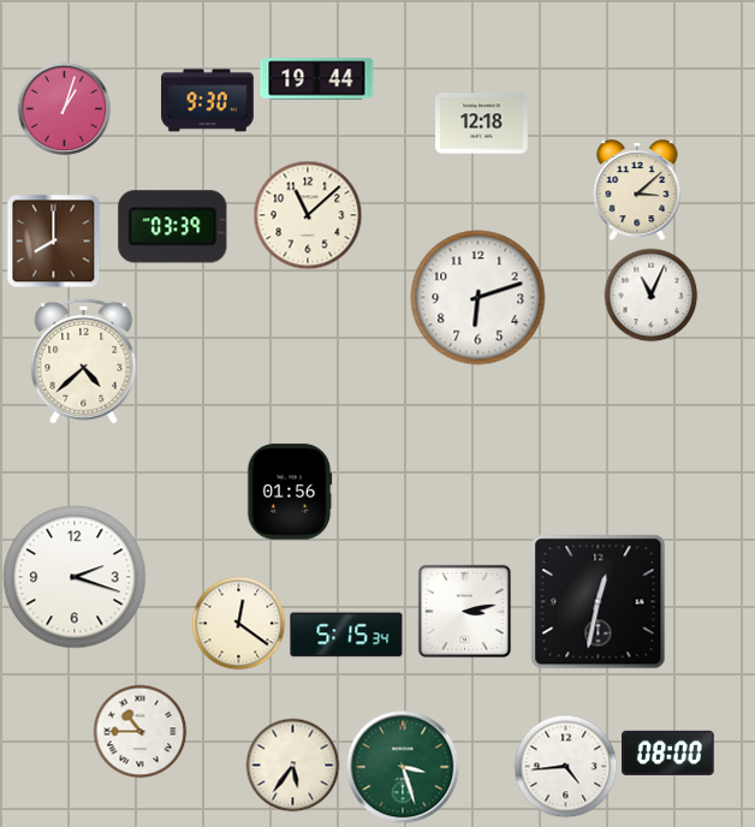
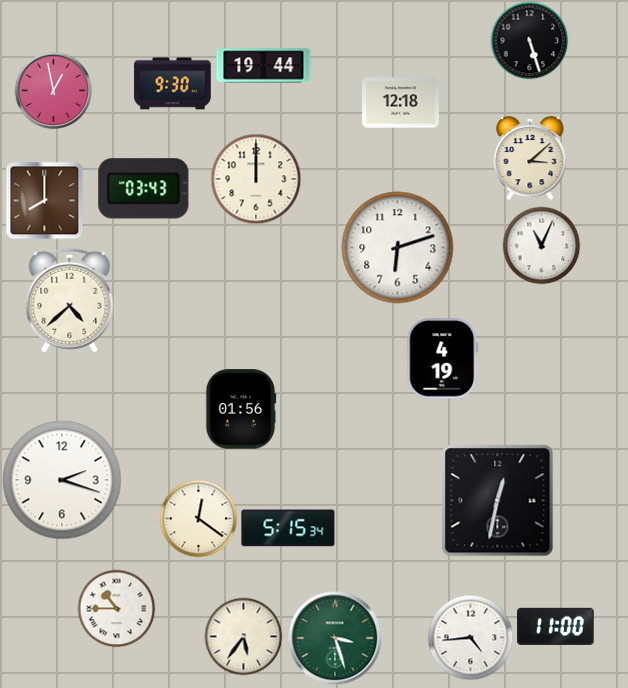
clock at (529, 40): none -> 5:27
clock at (64, 108): 1:03 -> 12:58
clock at (308, 215): 11:08 -> 12:00
clock at (173, 227): 03:39 -> 03:43
clock at (443, 359): none -> 4:19
clock at (464, 611): 3:13 -> none
clock at (668, 752): 08:00 -> 11:00
